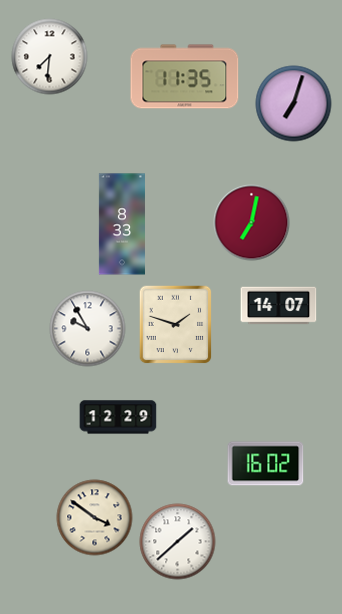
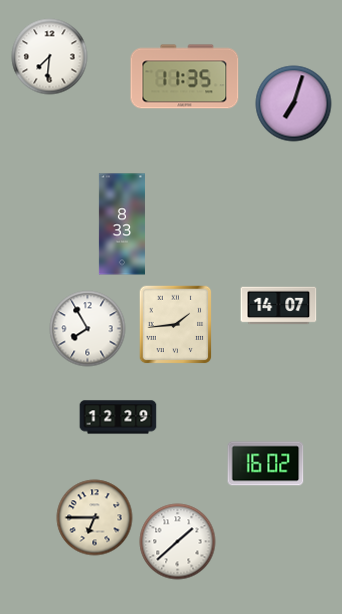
clock at (252, 223): 7:02 -> none
clock at (176, 324): 1:48 -> 1:44
clock at (88, 329): 9:55 -> 7:55
clock at (95, 518): 3:51 -> 6:45
